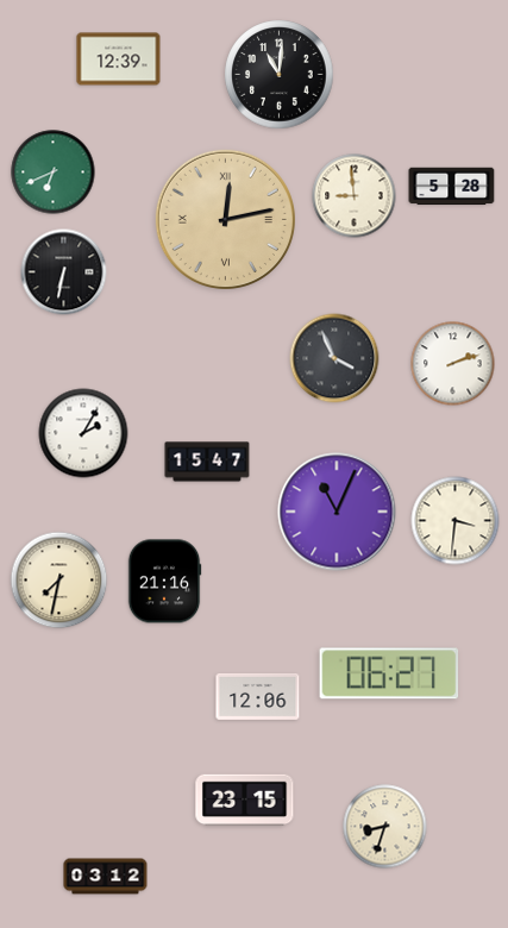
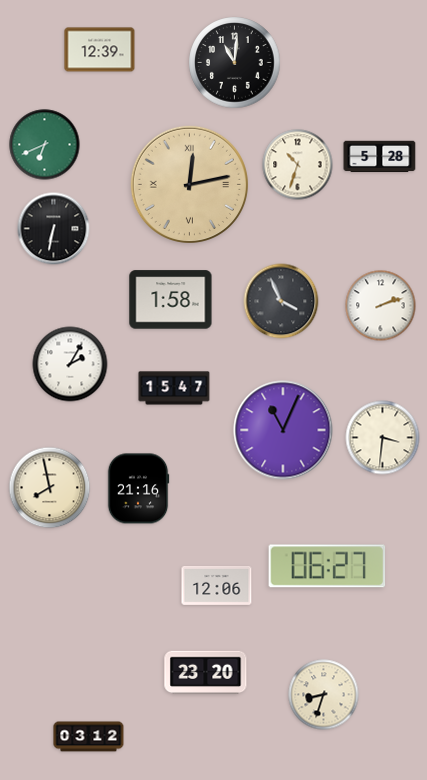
clock at (355, 196): 8:59 -> 10:33
clock at (171, 300): none -> 1:58
clock at (59, 581): 7:32 -> 7:58
clock at (245, 801): 23:15 -> 23:20
